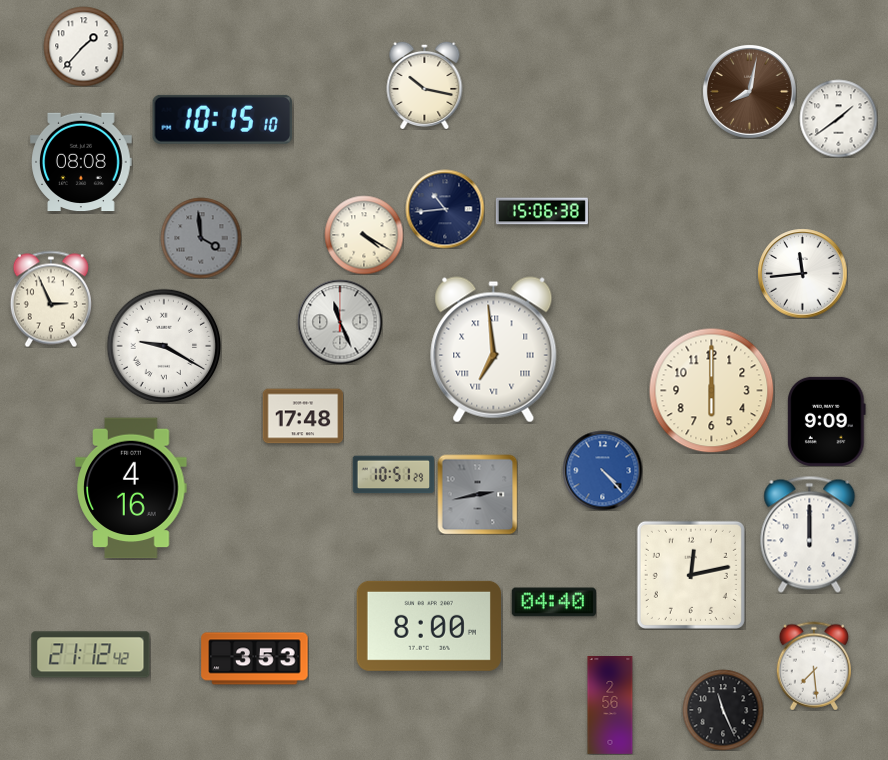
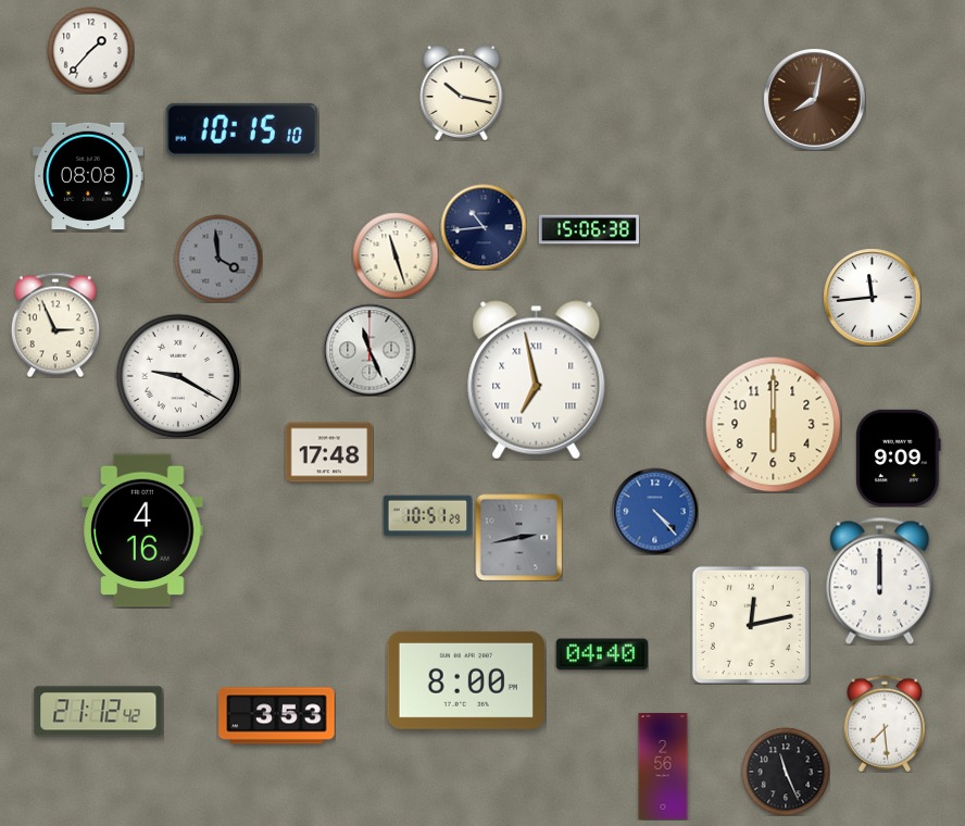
clock at (838, 118): 1:39 -> none
clock at (364, 235): 4:20 -> 11:27
clock at (494, 350): 6:59 -> 6:58
